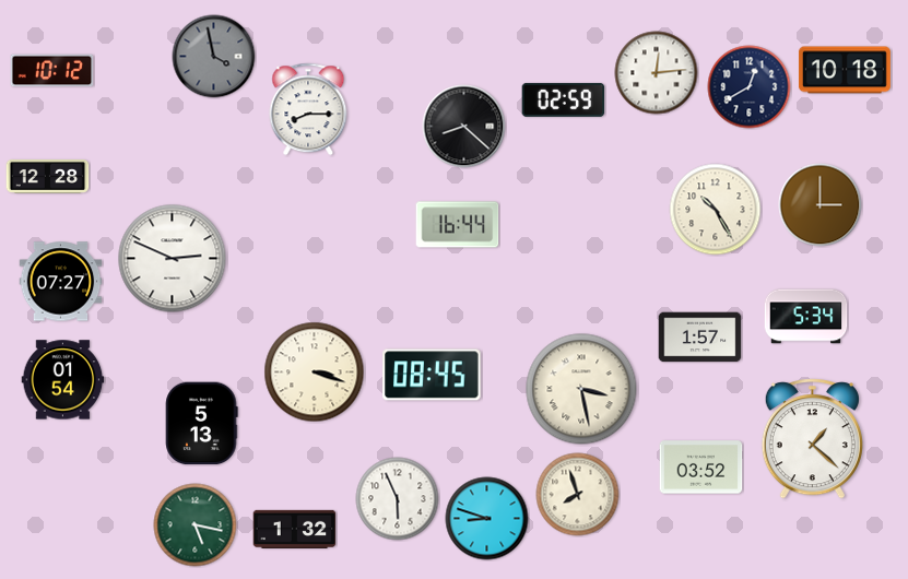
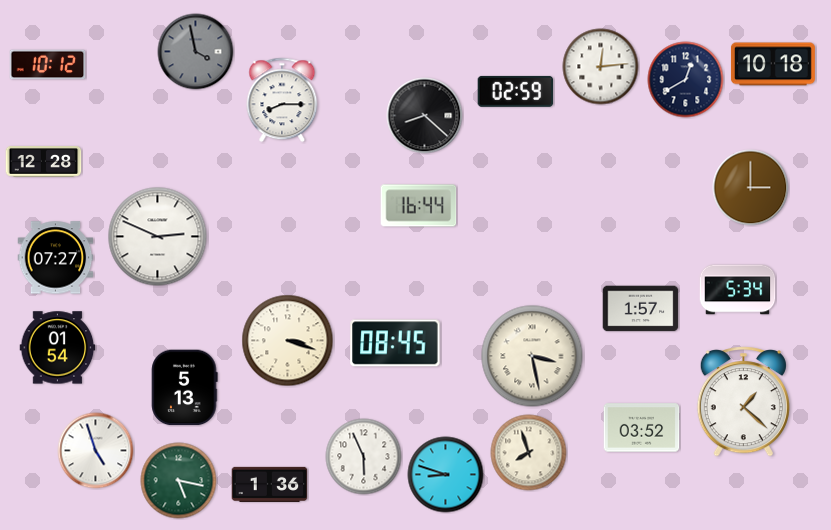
clock at (716, 210): 10:25 -> none
clock at (96, 451): none -> 4:57
clock at (295, 529): 1:32 -> 1:36
